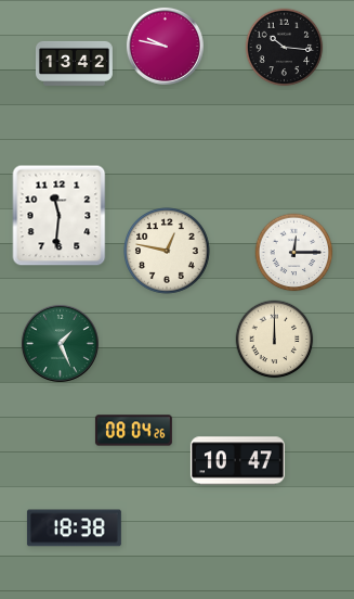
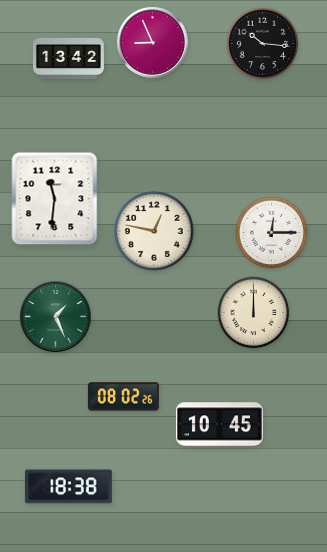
clock at (165, 46): 9:47 -> 8:56
clock at (133, 431): 08:04 -> 08:02
clock at (237, 461): 10:47 -> 10:45
